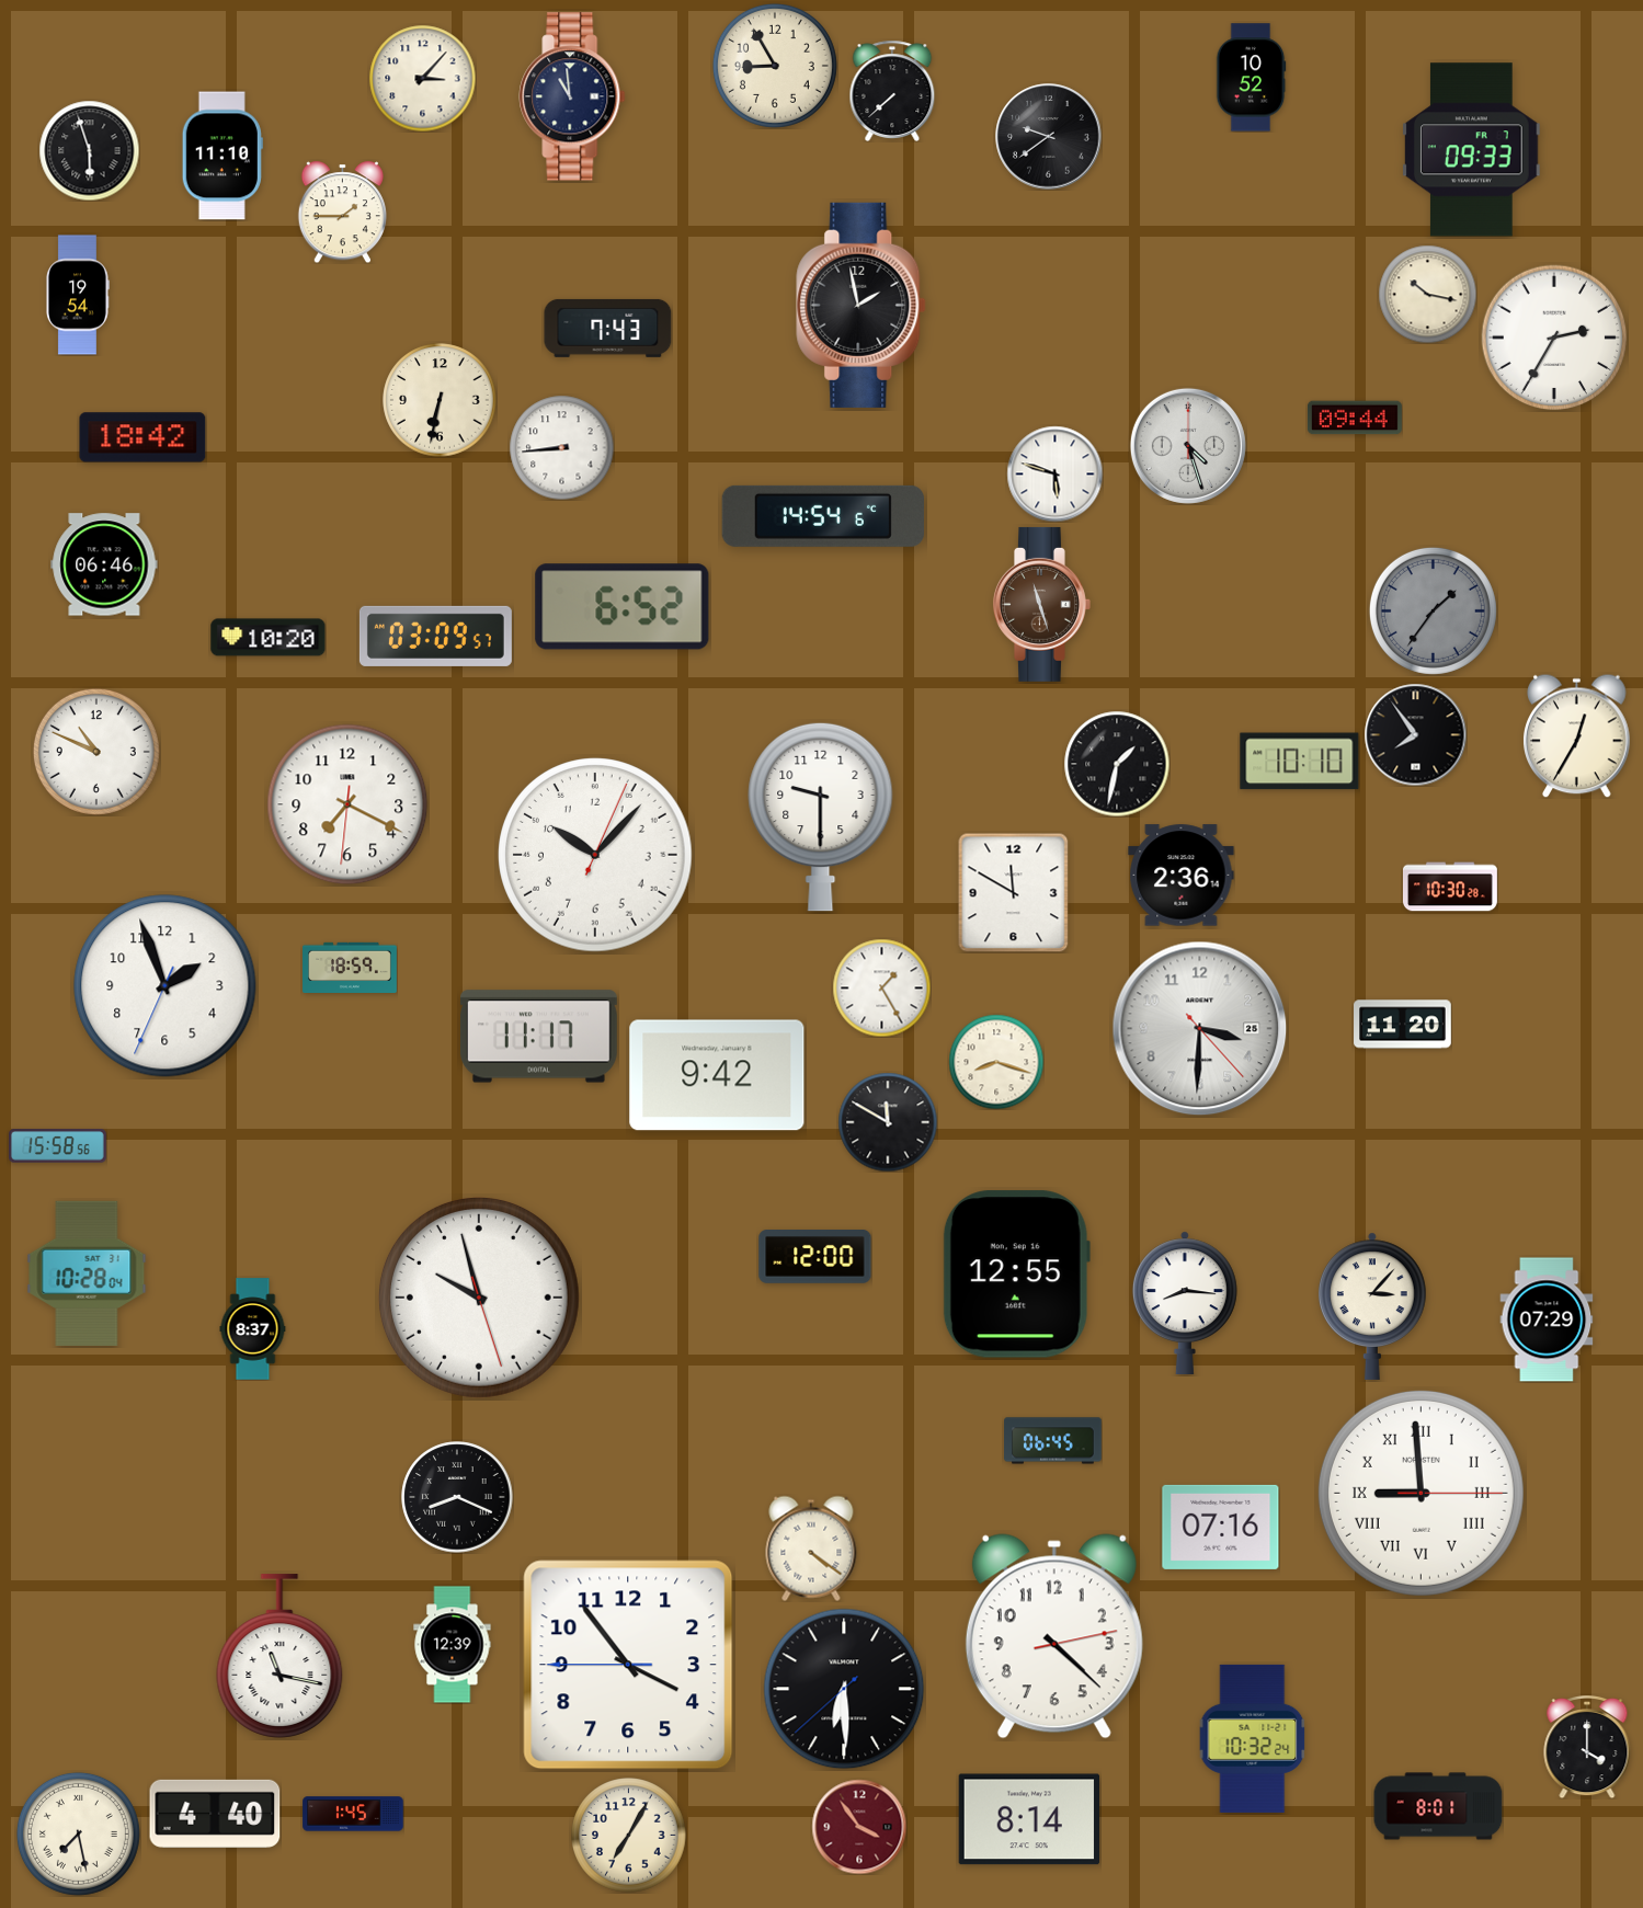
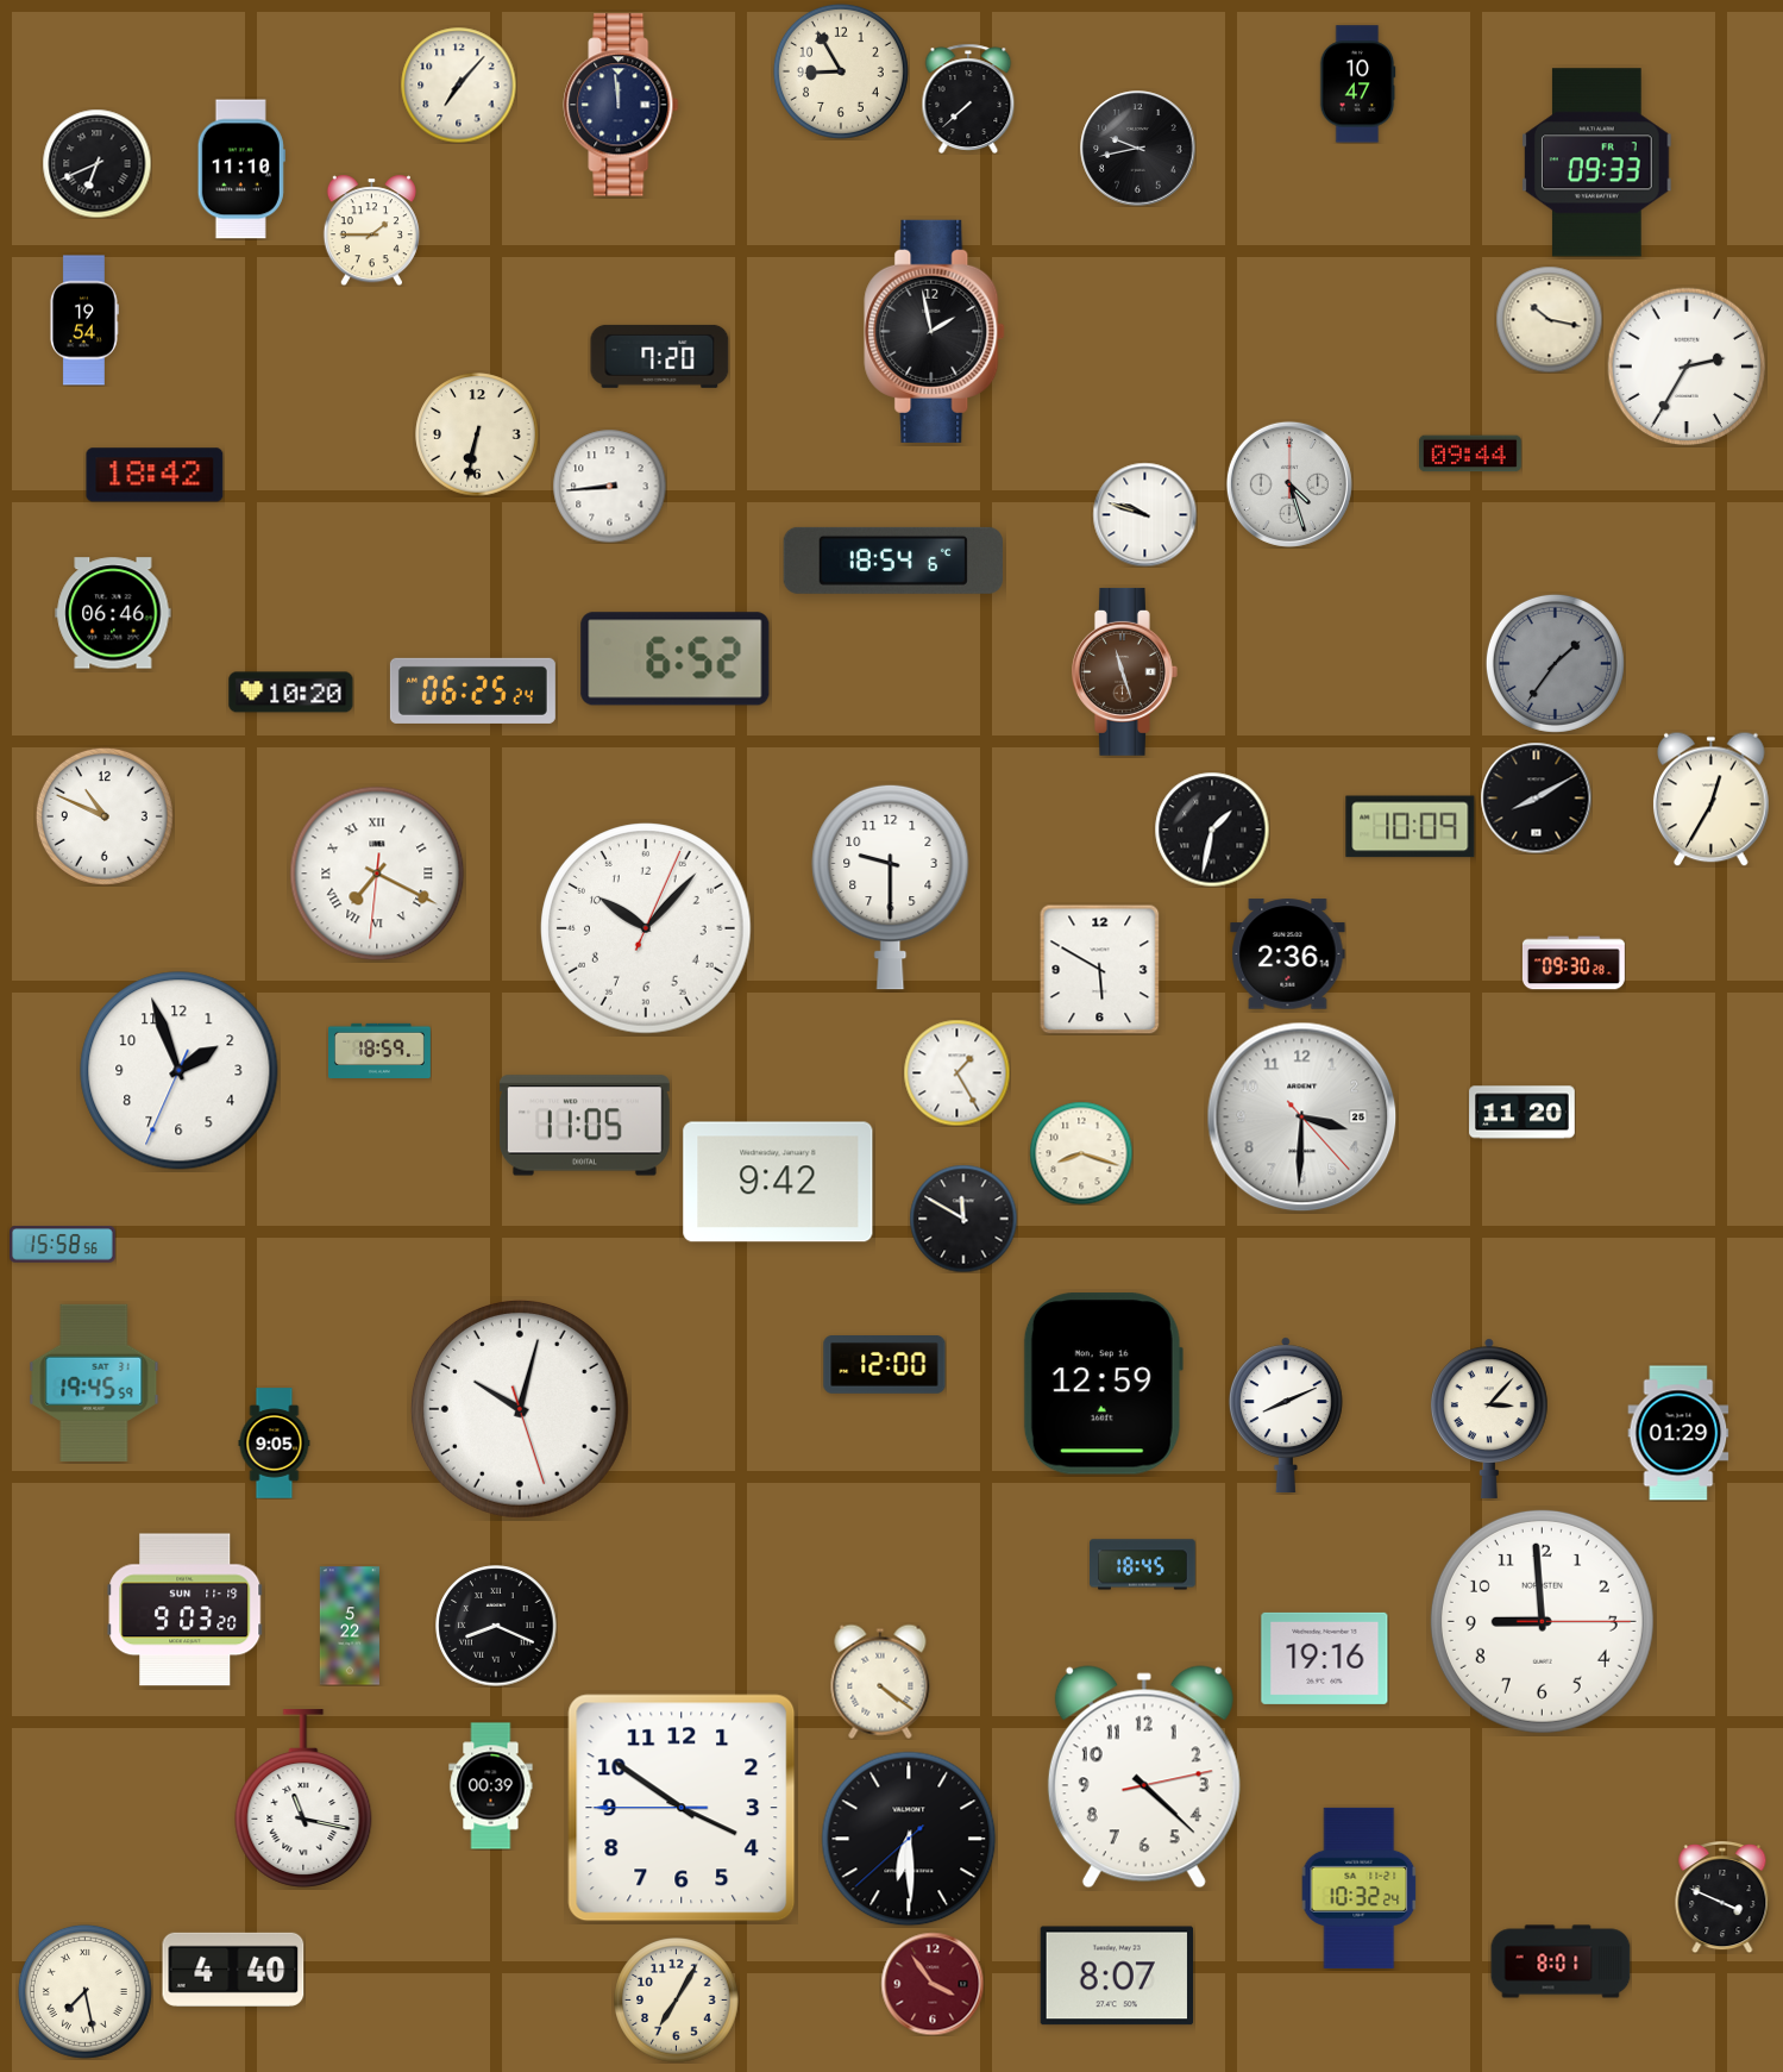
clock at (422, 78): 3:07 -> 7:07
clock at (1251, 78): 10:52 -> 10:47
clock at (572, 96): 10:59 -> 11:59
clock at (1049, 137): 9:39 -> 9:43
clock at (89, 150): 5:57 -> 6:41
clock at (608, 328): 7:43 -> 7:20
clock at (1054, 473): 5:48 -> 9:48
clock at (823, 516): 14:54 -> 18:54
clock at (1041, 604) position: (1041, 604) -> (1124, 671)
clock at (435, 636): 03:09 -> 06:25
clock at (1415, 734): 7:54 -> 8:10
clock at (1300, 762): 10:10 -> 10:09
clock at (347, 804) numerals: Arabic -> Roman
clock at (1182, 876) position: (1182, 876) -> (1288, 954)
clock at (1450, 887): 10:30 -> 09:30
clock at (1014, 892): 11:50 -> 5:50
clock at (538, 1037): 11:17 -> 11:05
clock at (717, 1075) position: (717, 1075) -> (778, 1182)
clock at (87, 1273): 10:28 -> 19:45
clock at (1016, 1275): 12:55 -> 12:59
clock at (479, 1298): 9:57 -> 10:02
clock at (1185, 1302): 8:16 -> 8:11
clock at (1547, 1319): 07:29 -> 01:29
clock at (253, 1329): 8:37 -> 9:05
clock at (1053, 1441): 06:45 -> 18:45
clock at (186, 1610): none -> 9:03
clock at (1420, 1493) numerals: Roman -> Arabic
clock at (350, 1626): none -> 5:22
clock at (1221, 1527): 07:16 -> 19:16
clock at (453, 1645): 12:39 -> 00:39
clock at (628, 1665): 3:53 -> 3:50
clock at (844, 1689) position: (844, 1689) -> (909, 1839)
clock at (1587, 1747): 4:00 -> 3:49
clock at (353, 1814): 1:45 -> none
clock at (1028, 1819): 8:14 -> 8:07
clock at (629, 1836) position: (629, 1836) -> (677, 2001)
